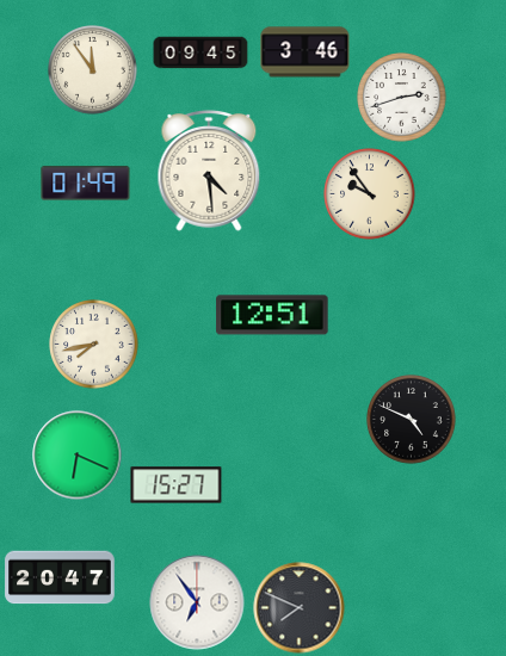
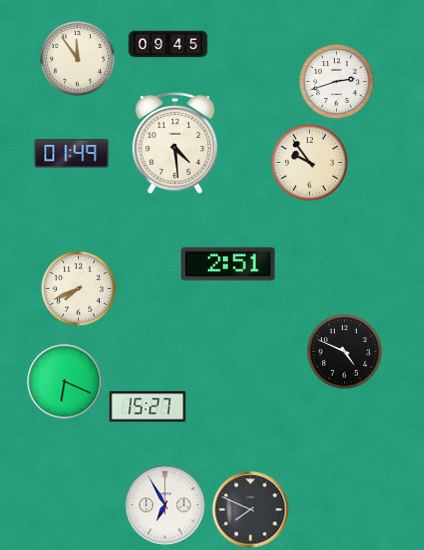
clock at (306, 52): 3:46 -> none
clock at (272, 315): 12:51 -> 2:51
clock at (94, 345): 7:43 -> 7:41
clock at (60, 577): 20:47 -> none
clock at (197, 602): 6:54 -> 6:55
